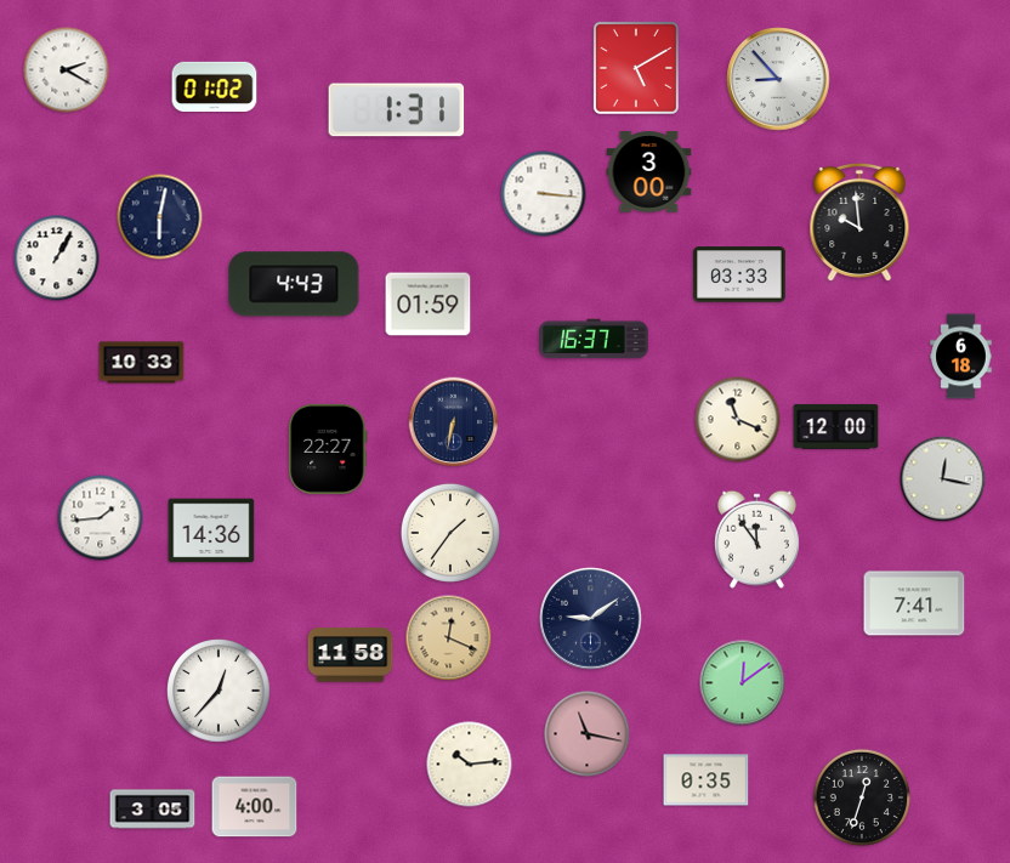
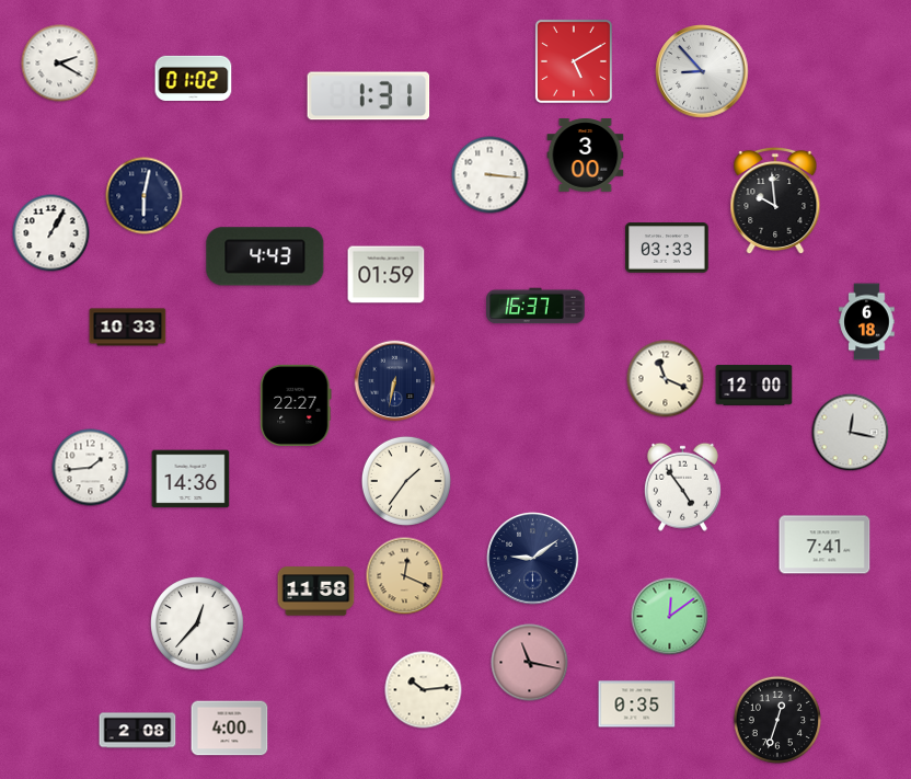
clock at (397, 110) position: (397, 110) -> (369, 96)
clock at (454, 422) position: (454, 422) -> (395, 381)
clock at (756, 539): 11:54 -> 4:54
clock at (153, 810): 3:05 -> 2:08
